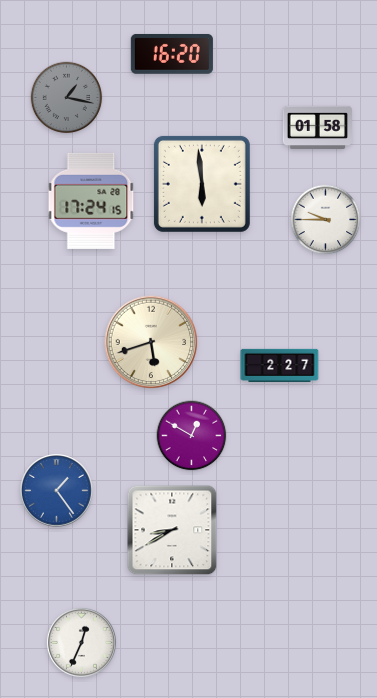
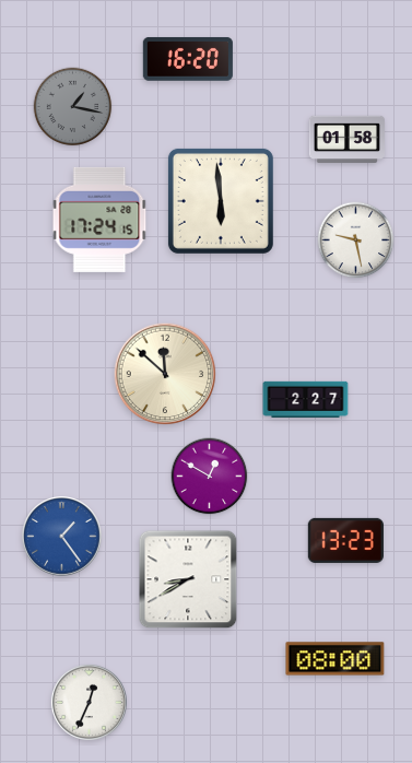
clock at (326, 220): 9:45 -> 9:28
clock at (151, 342): 5:42 -> 11:52
clock at (345, 540): none -> 13:23
clock at (336, 659): none -> 08:00
